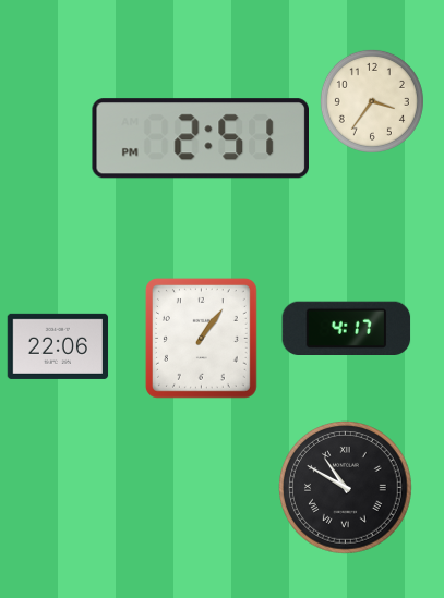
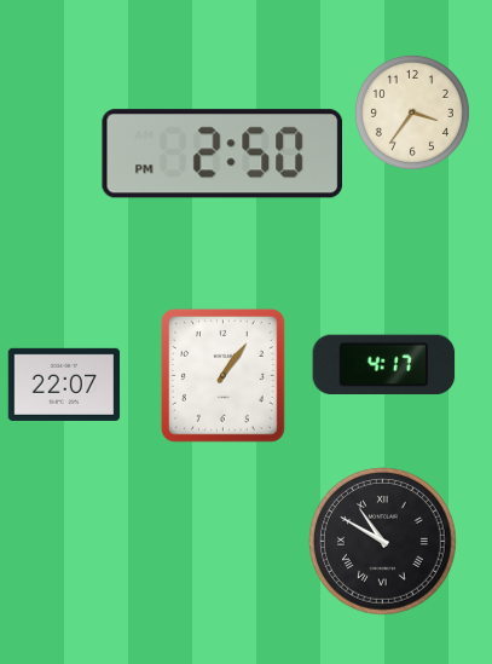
clock at (200, 138): 2:51 -> 2:50
clock at (58, 346): 22:06 -> 22:07
